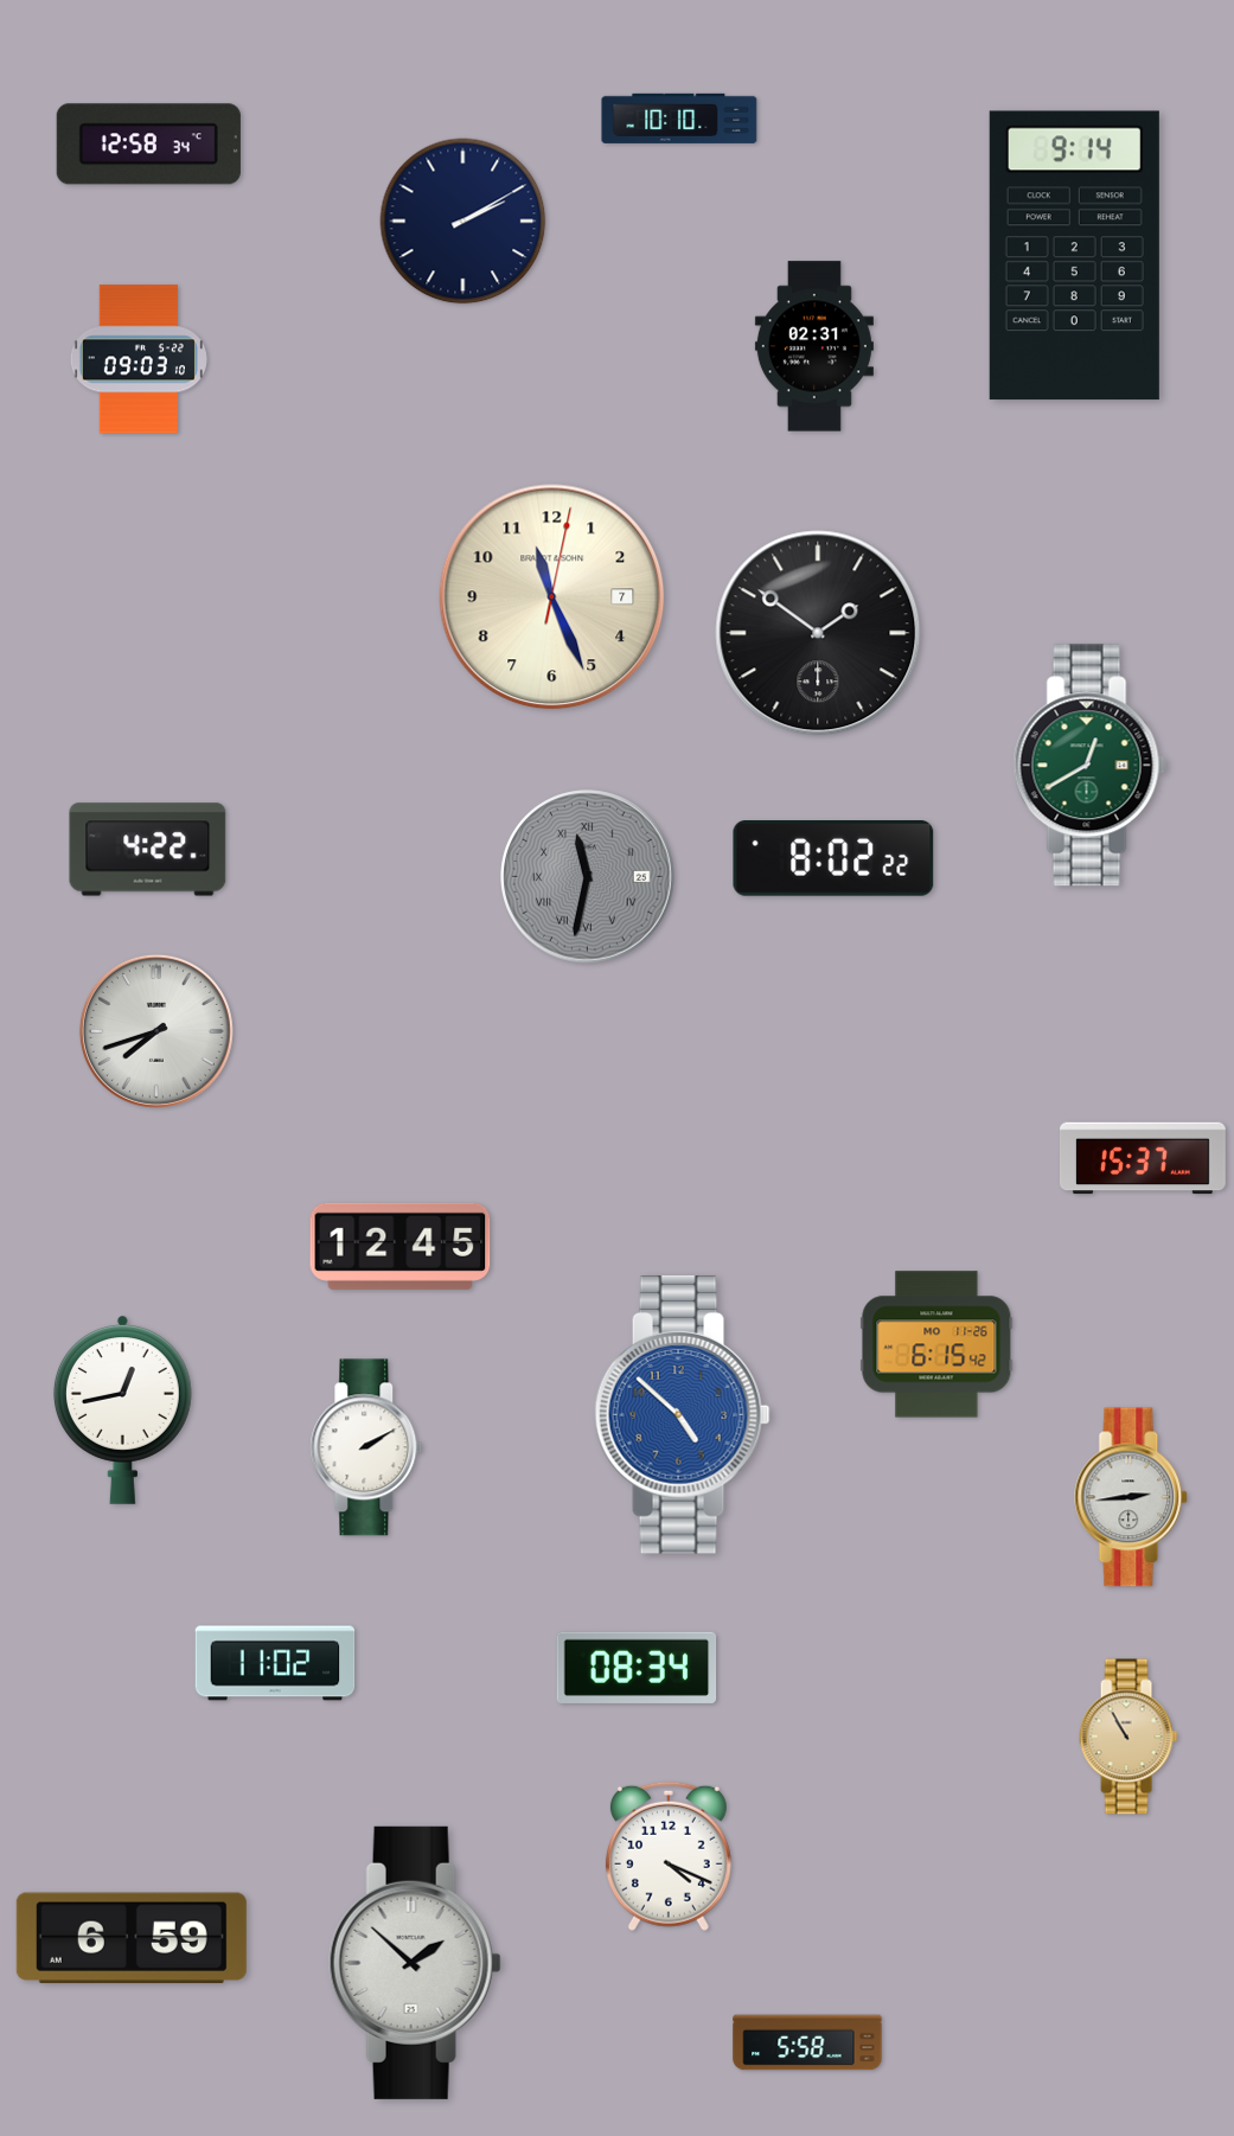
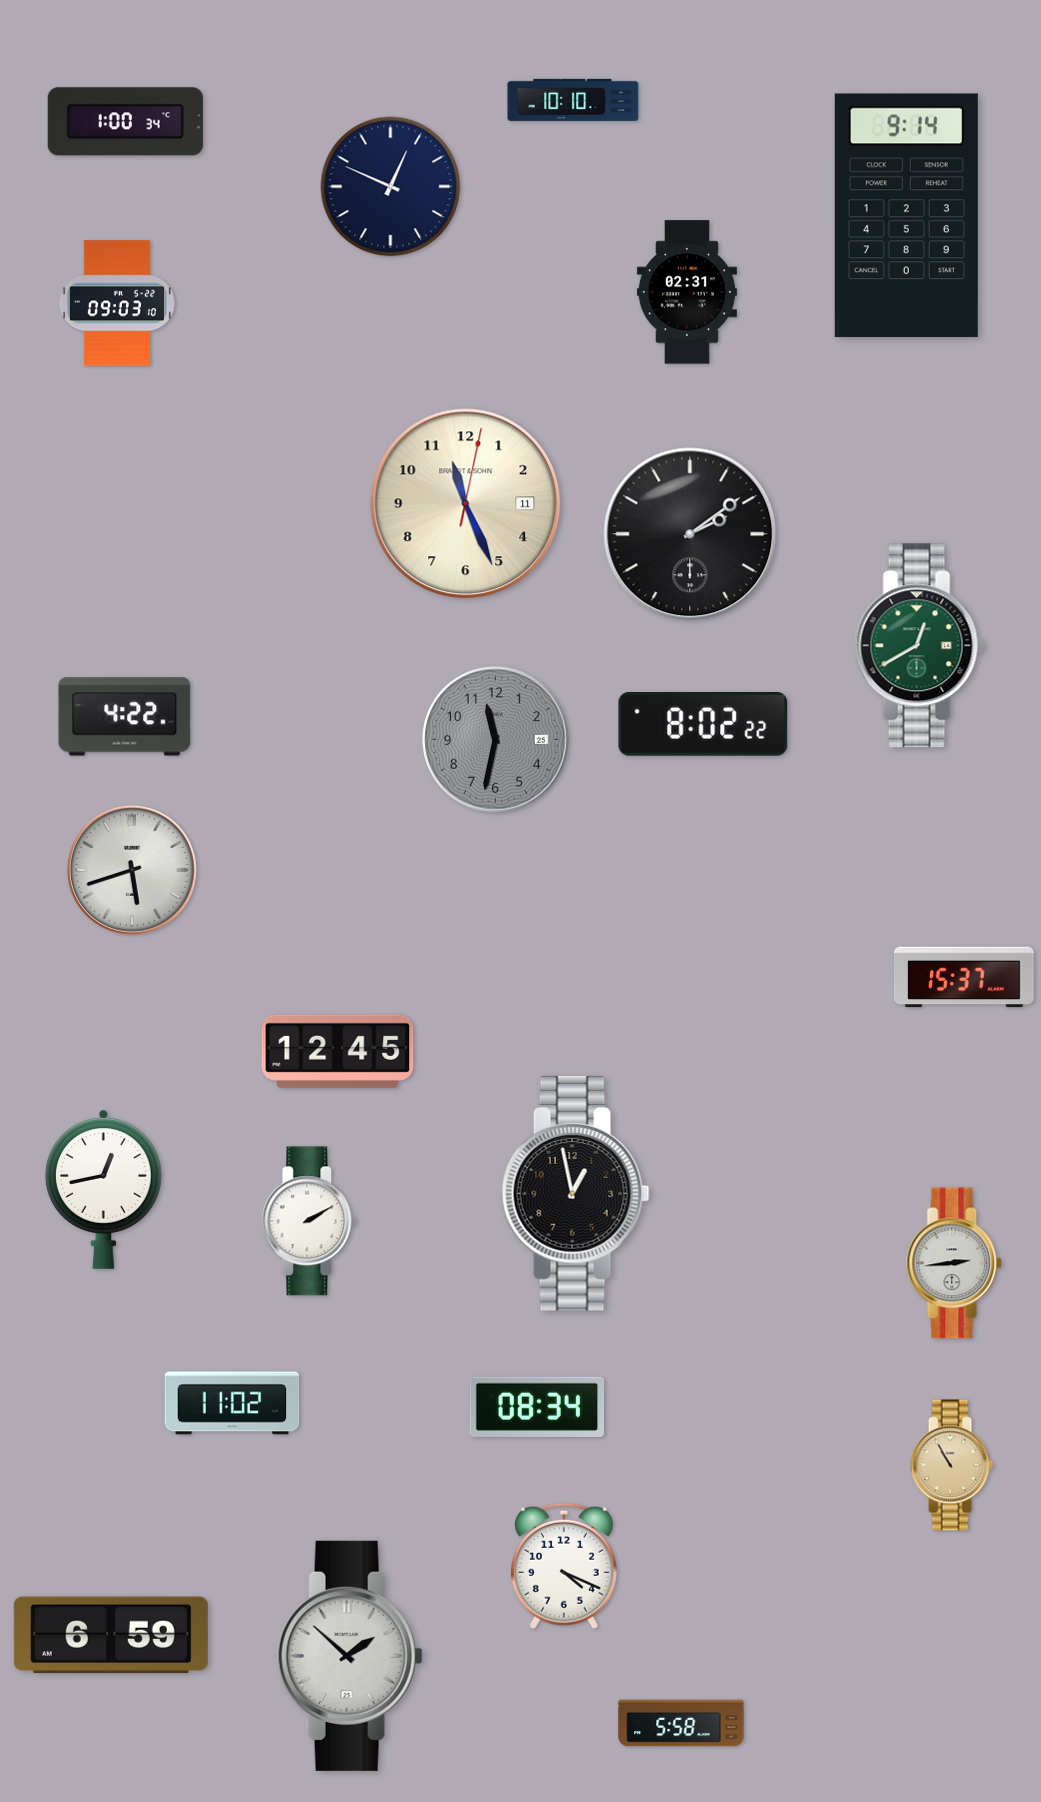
clock at (148, 145): 12:58 -> 1:00
clock at (463, 222): 2:10 -> 12:49
clock at (552, 597) date: 7 -> 11
clock at (818, 633): 1:51 -> 2:09
clock at (588, 877) numerals: Roman -> Arabic
clock at (156, 1031): 7:42 -> 5:42
clock at (936, 1344): 6:15 -> none
clock at (682, 1415): 4:52 -> 12:58
clock at (682, 1415) dial: blue -> black
